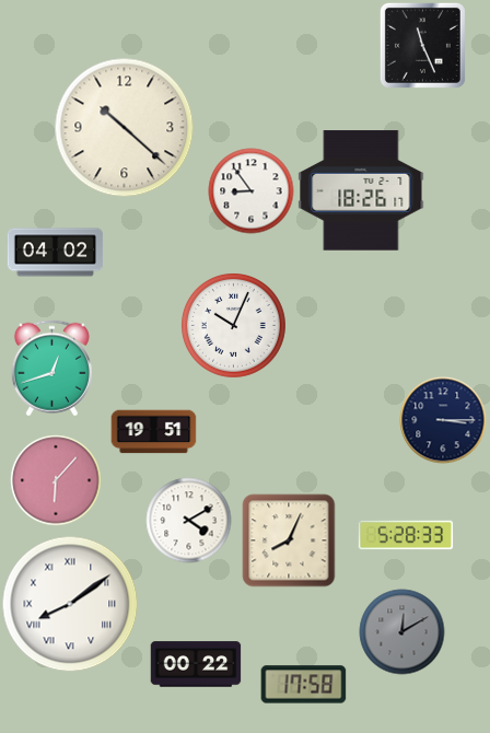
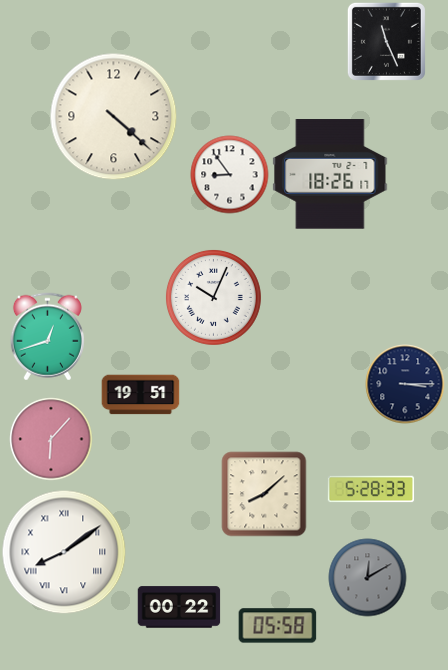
clock at (124, 127): 10:22 -> 4:22
clock at (55, 253): 04:02 -> none
clock at (188, 520): 4:10 -> none
clock at (289, 540): 8:04 -> 8:08
clock at (303, 685): 17:58 -> 05:58
